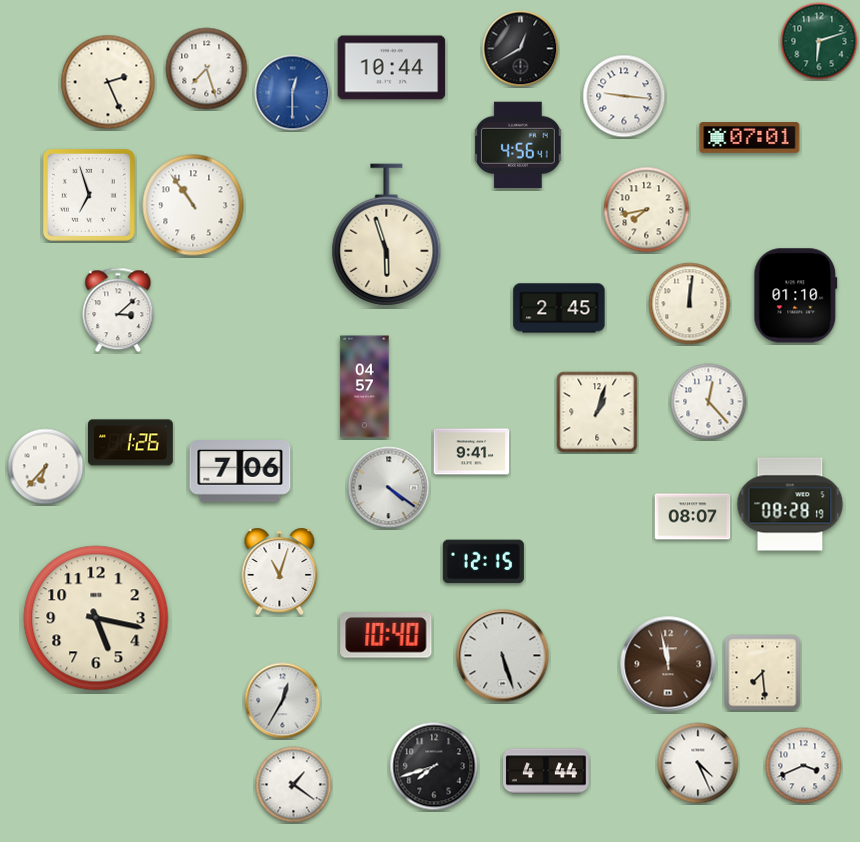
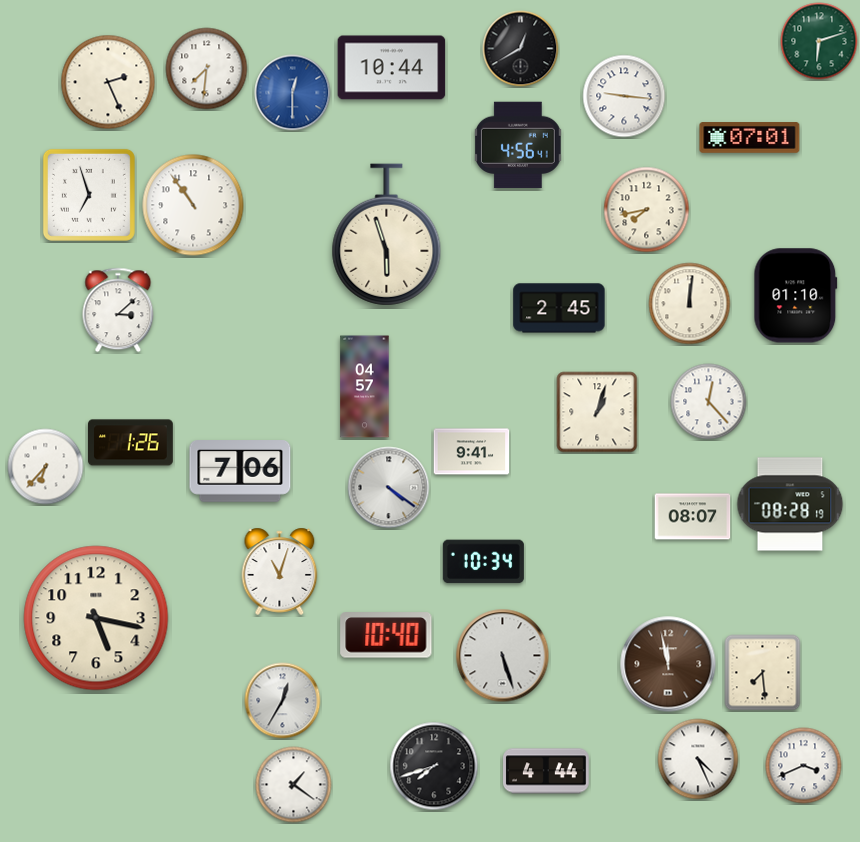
clock at (207, 69): 7:27 -> 7:31
clock at (483, 562): 12:15 -> 10:34
clock at (698, 763) position: (698, 763) -> (698, 759)
